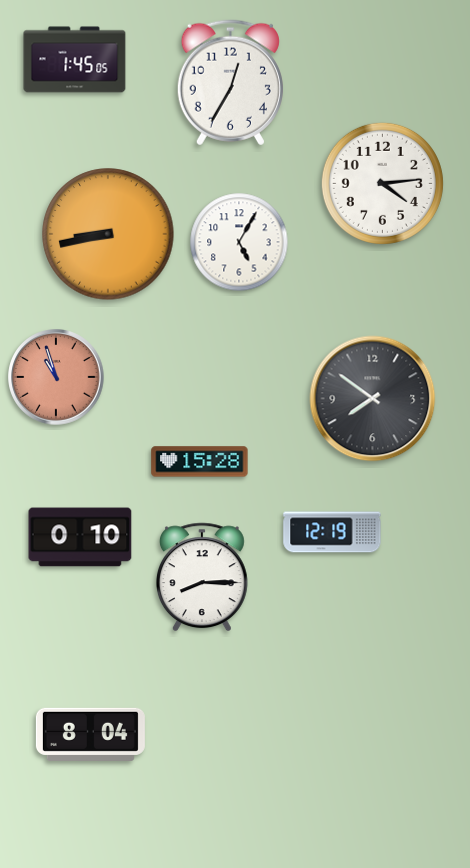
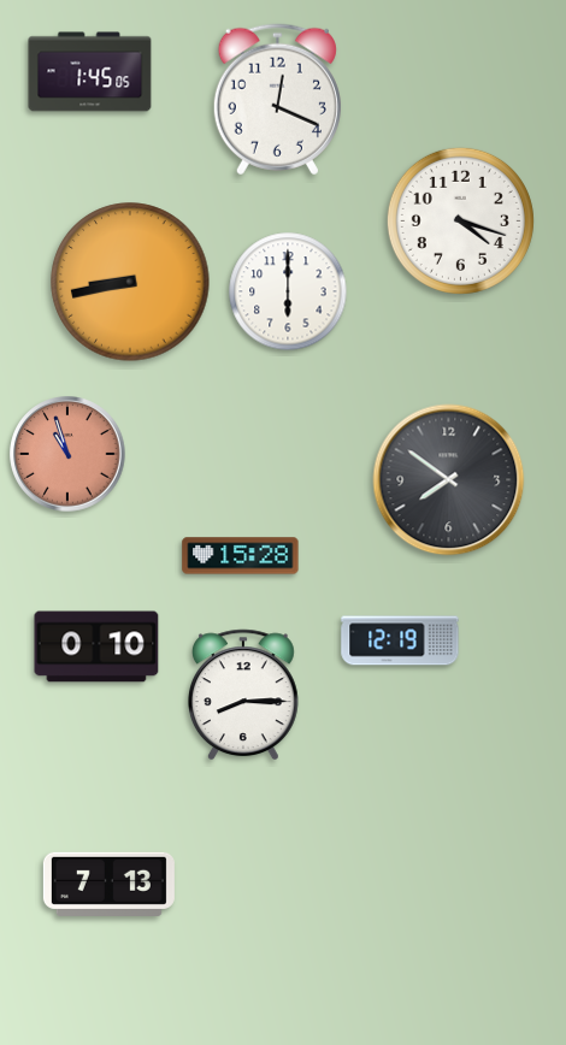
clock at (230, 83): 12:35 -> 12:19
clock at (382, 183): 4:14 -> 4:18
clock at (239, 242): 5:05 -> 6:00
clock at (90, 734): 8:04 -> 7:13
